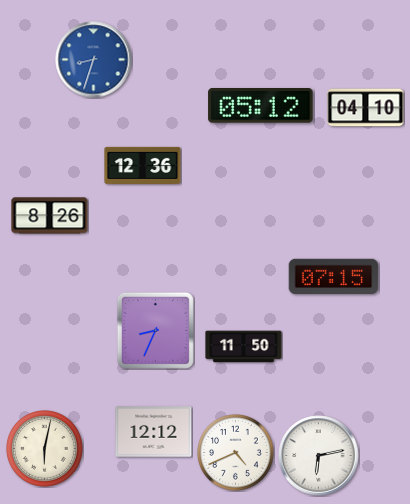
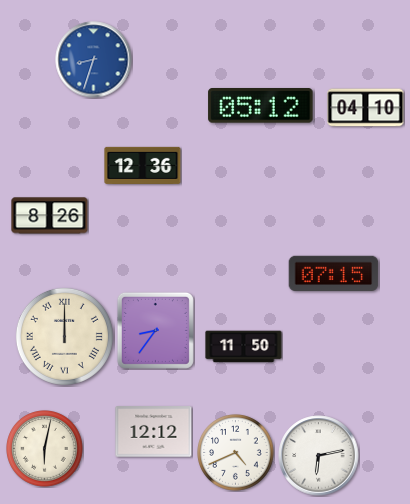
clock at (334, 276) position: (334, 276) -> (334, 273)
clock at (155, 330): 8:34 -> 8:36
clock at (64, 336): none -> 12:00
